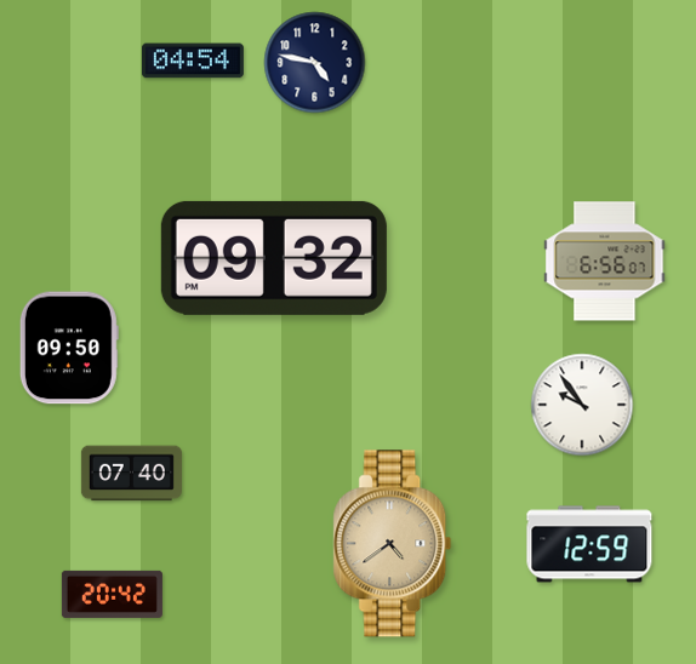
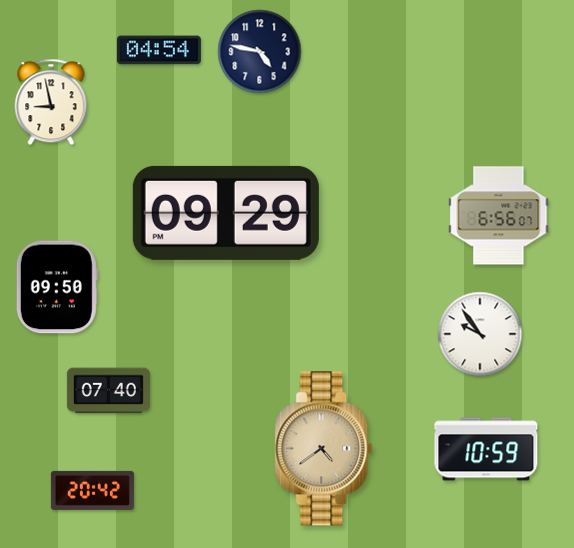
clock at (51, 102): none -> 8:58
clock at (274, 258): 09:32 -> 09:29
clock at (589, 544): 12:59 -> 10:59
